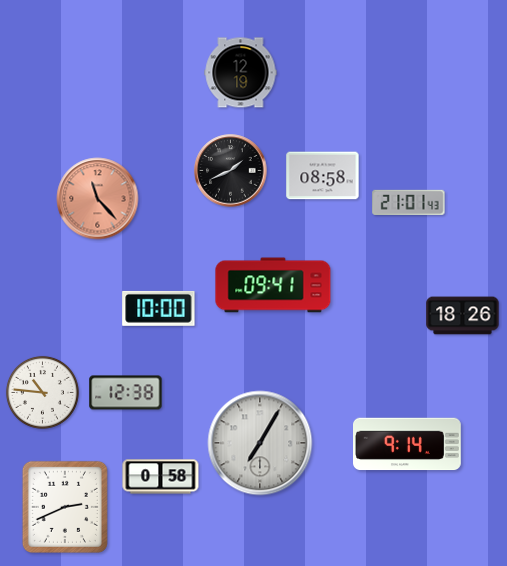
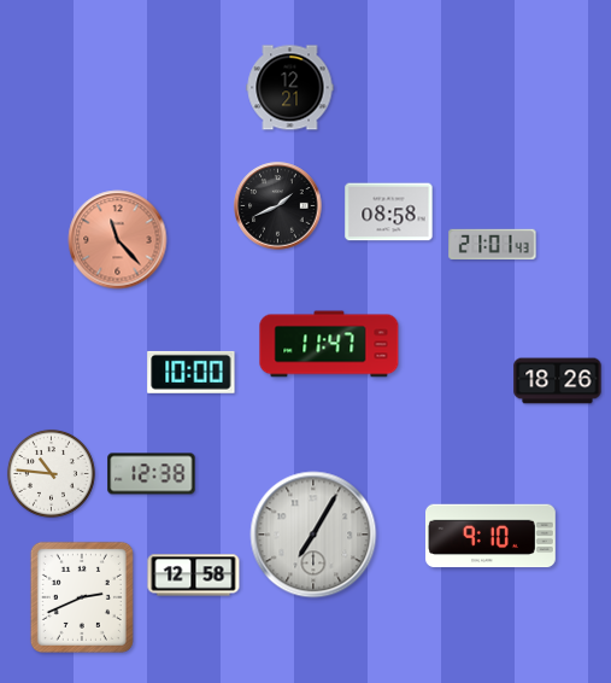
clock at (241, 73): 12:19 -> 12:21
clock at (273, 285): 09:41 -> 11:47
clock at (408, 444): 9:14 -> 9:10
clock at (161, 477): 0:58 -> 12:58
clock at (65, 507) position: (65, 507) -> (82, 597)
